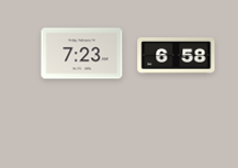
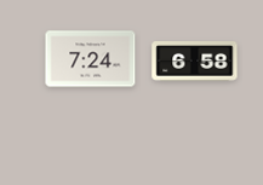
clock at (82, 54): 7:23 -> 7:24
